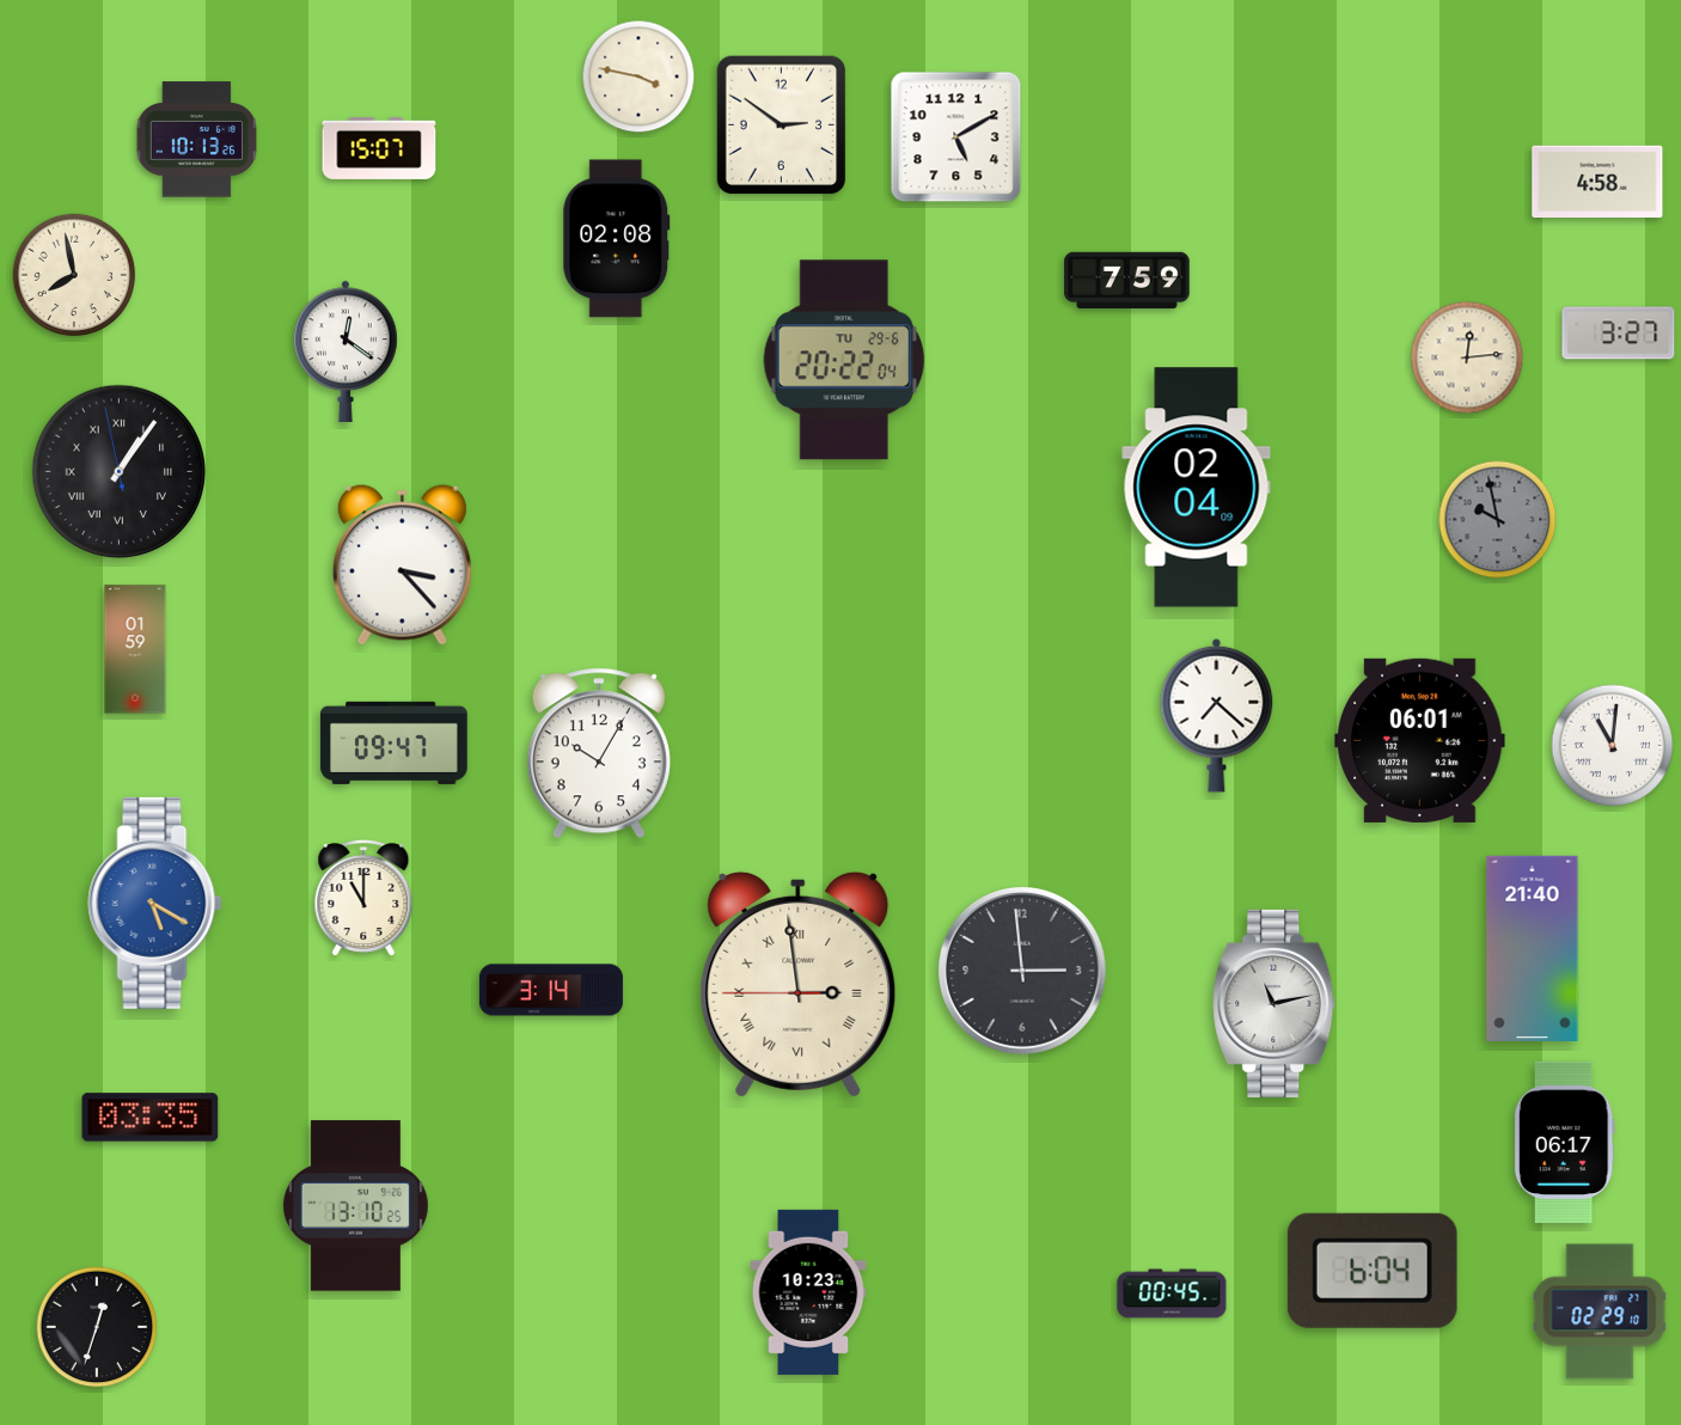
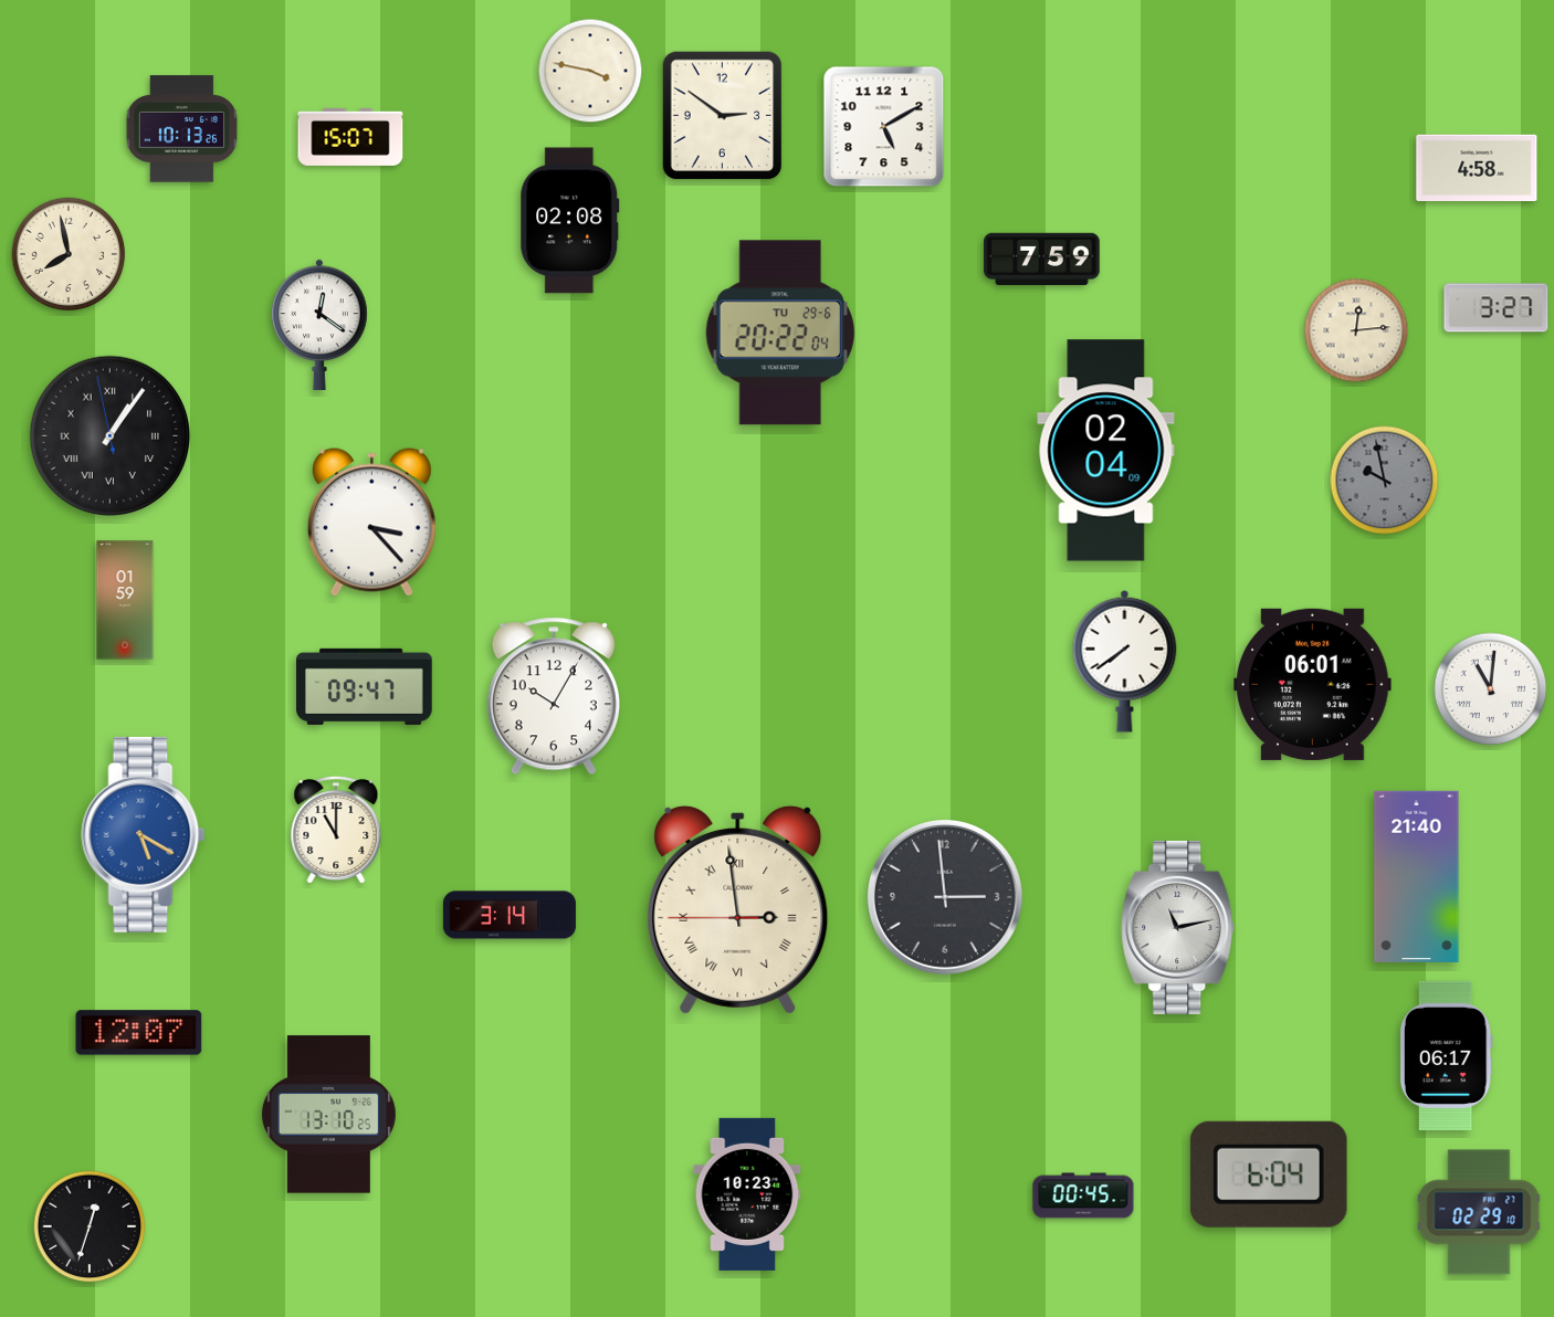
clock at (1217, 715): 7:22 -> 7:39
clock at (151, 1118): 03:35 -> 12:07
